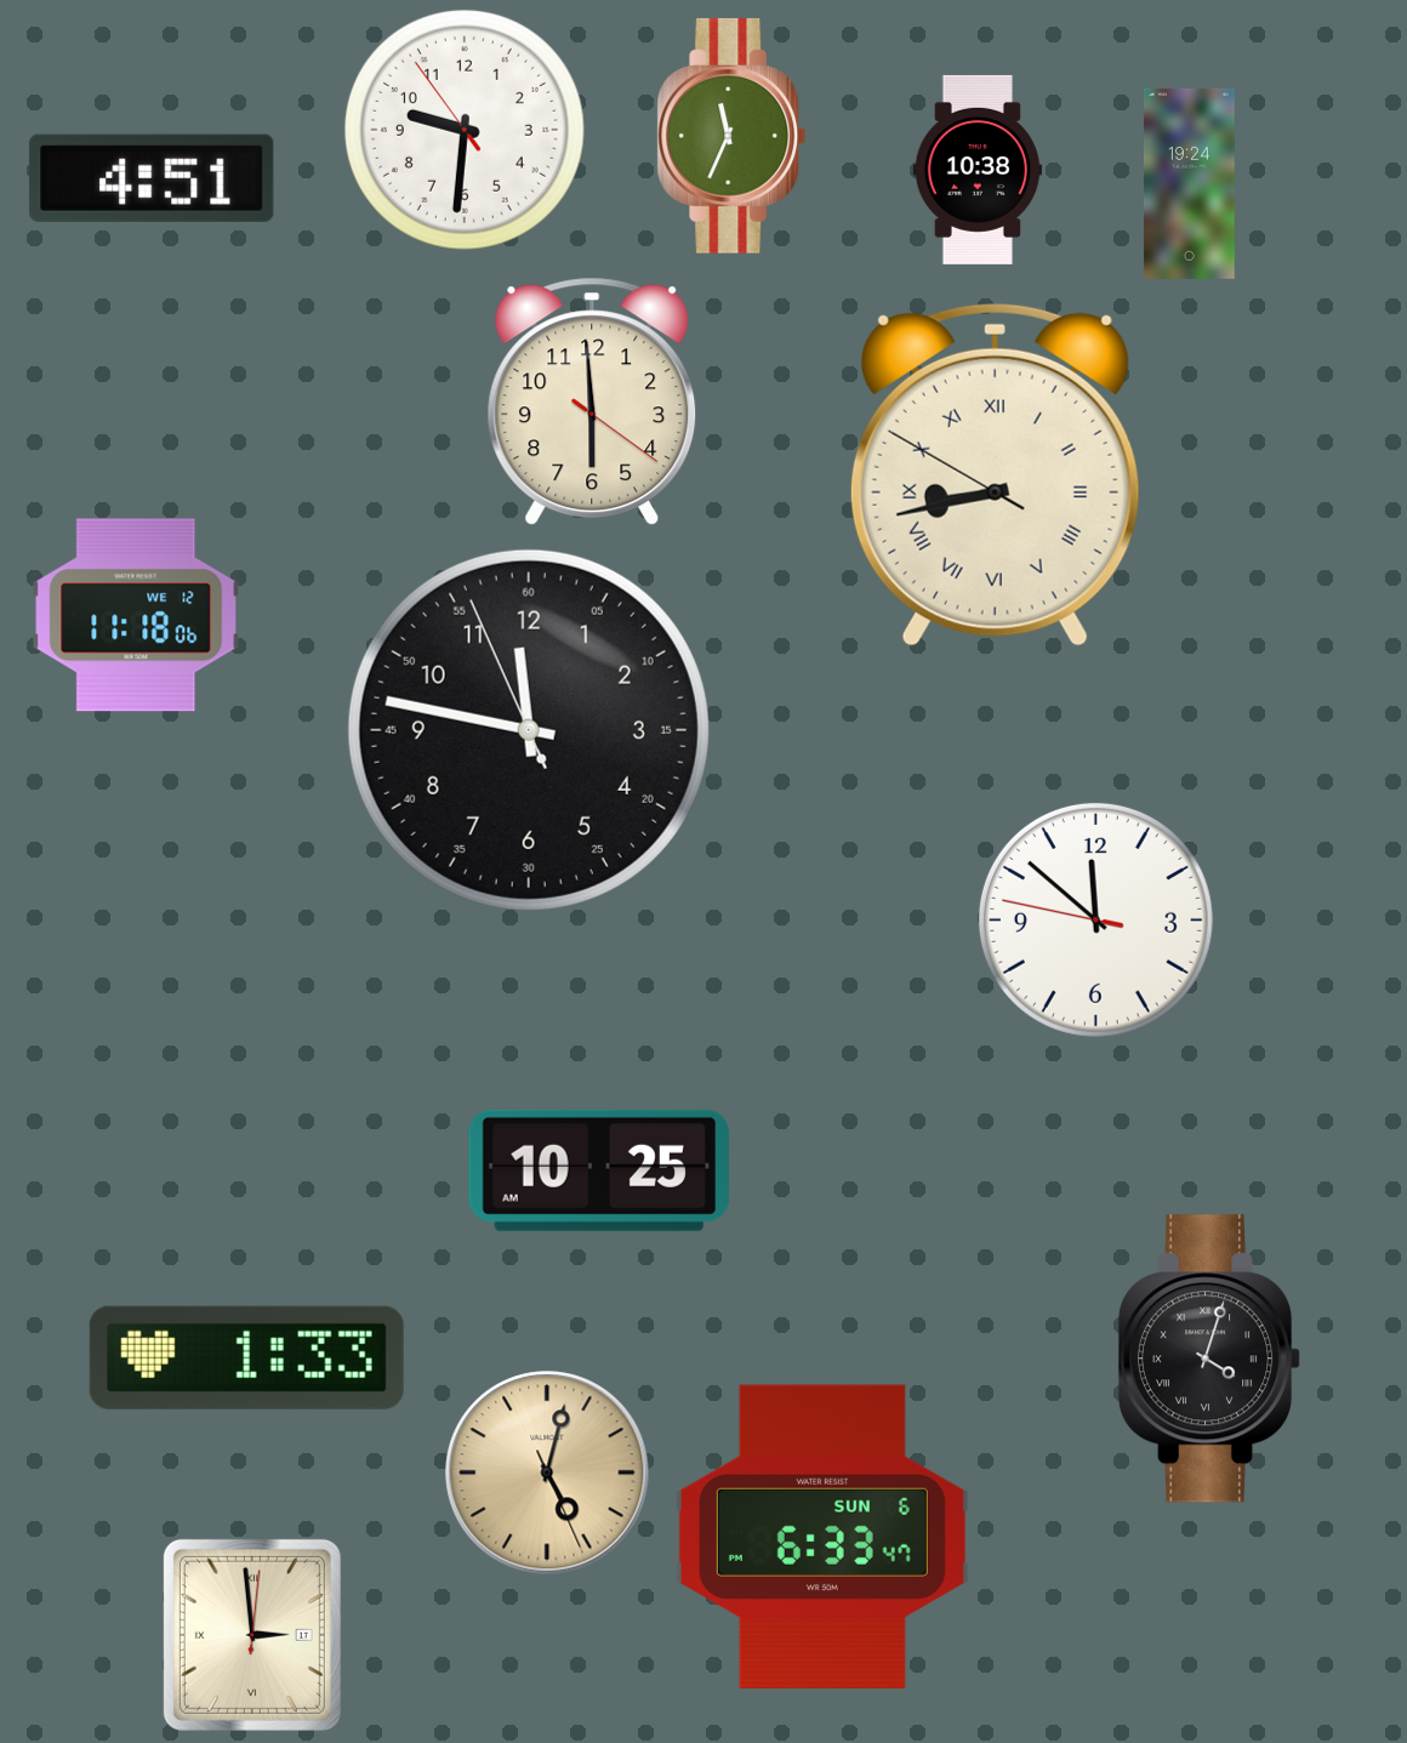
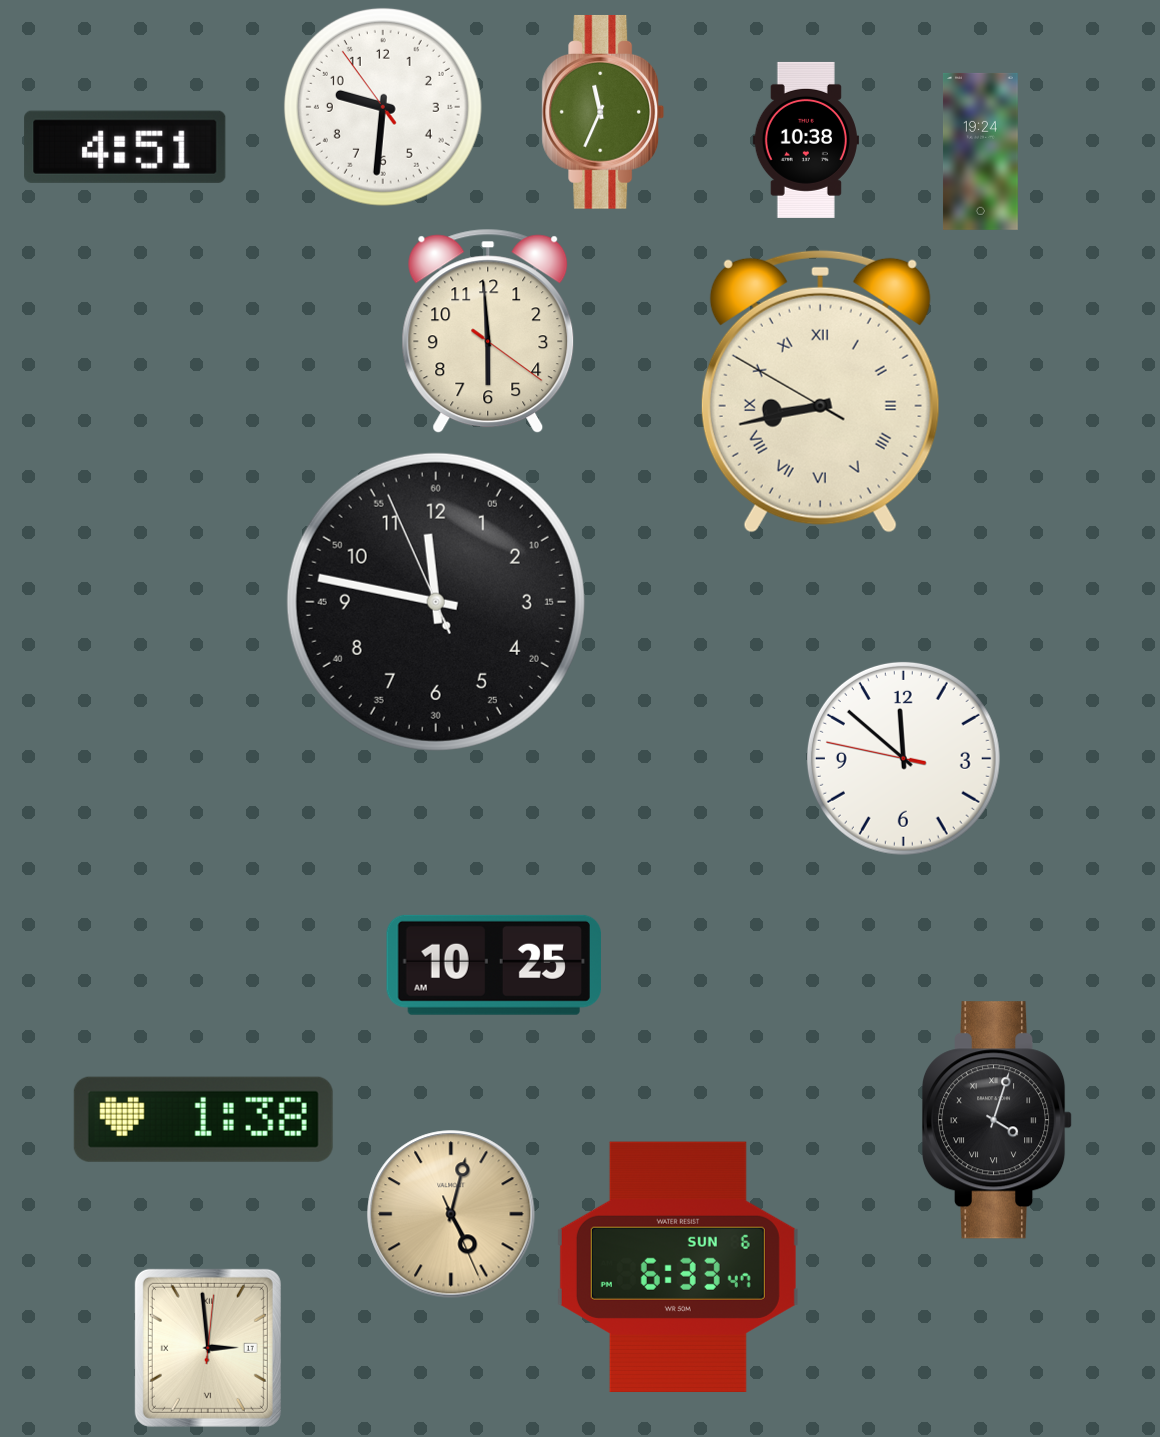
clock at (136, 615): 11:18 -> none
clock at (246, 1357): 1:33 -> 1:38
